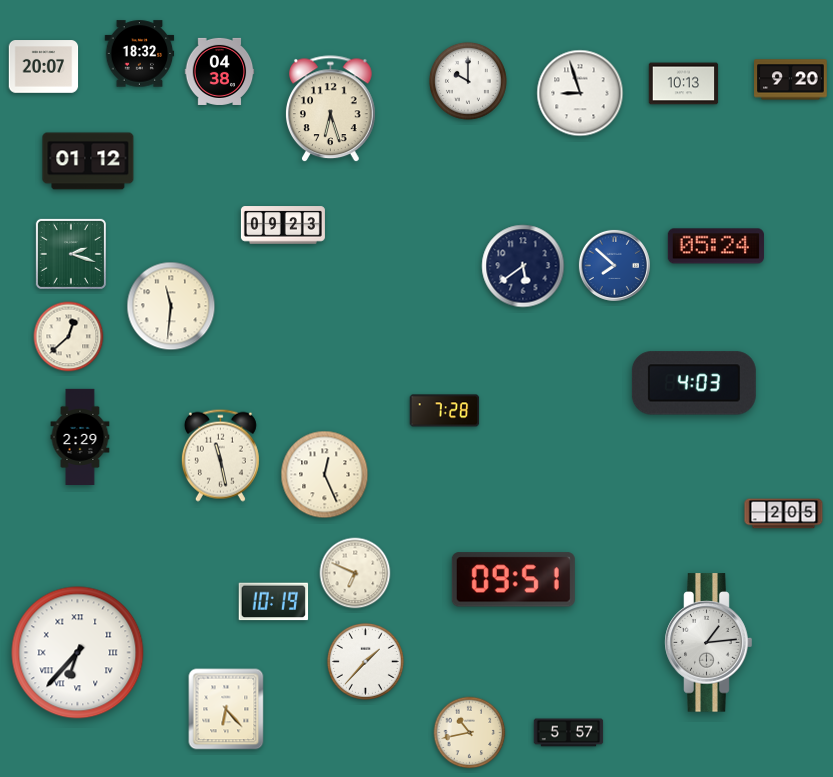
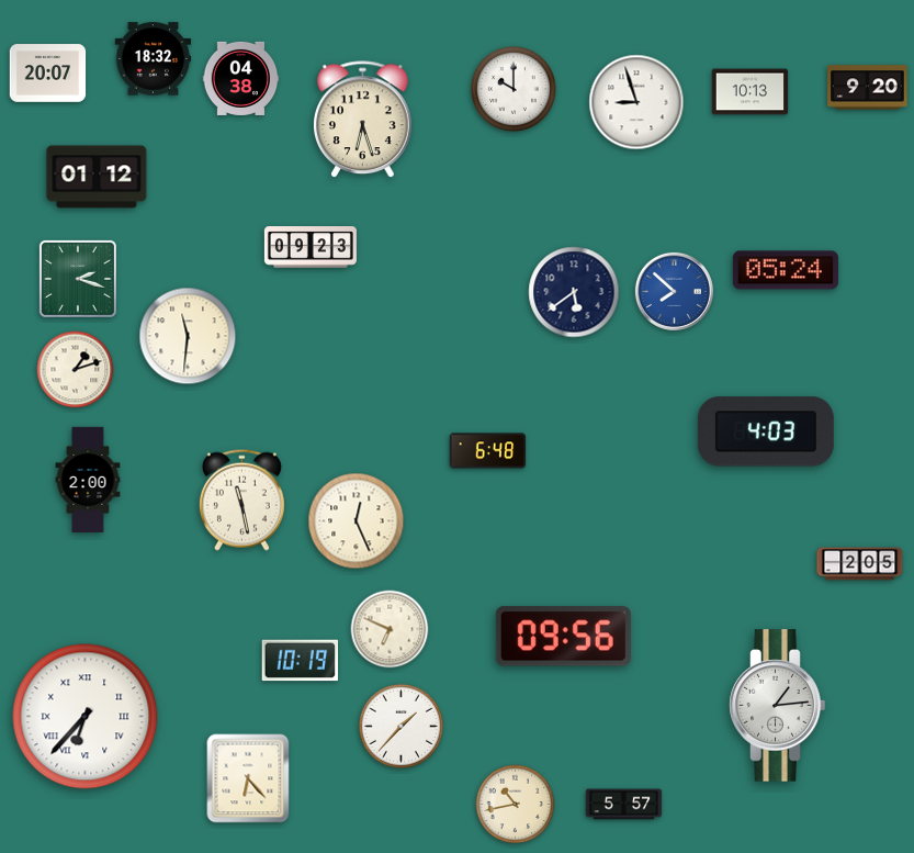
clock at (69, 337): 12:38 -> 1:12
clock at (694, 383) position: (694, 383) -> (766, 431)
clock at (445, 411): 7:28 -> 6:48
clock at (80, 436): 2:29 -> 2:00
clock at (513, 580): 09:51 -> 09:56
